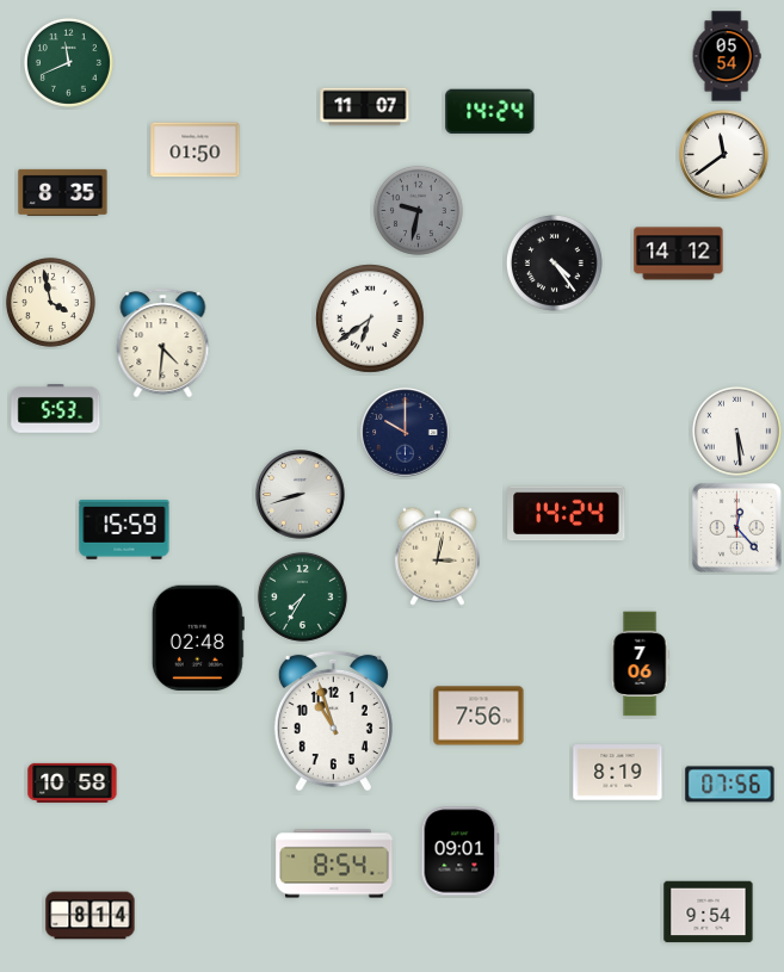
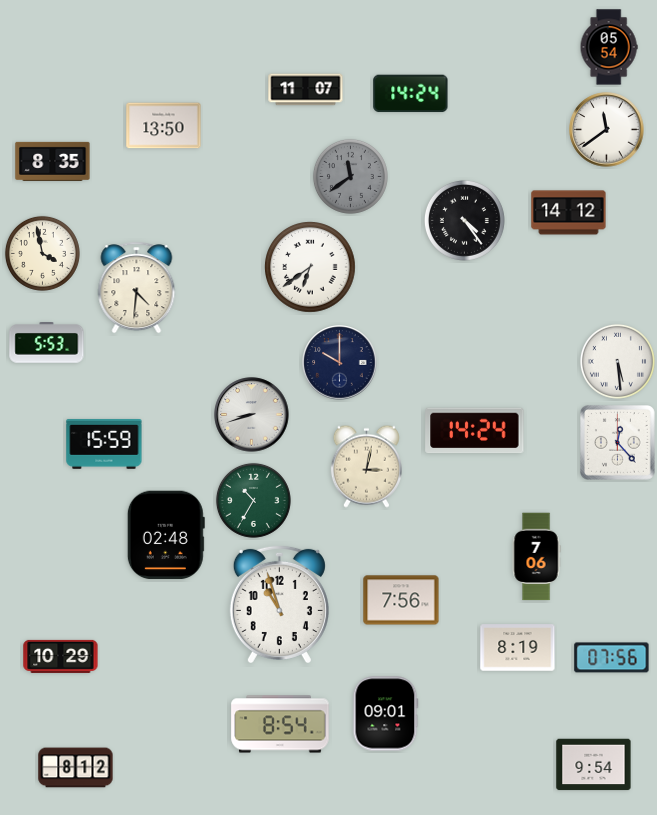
clock at (68, 62): 11:41 -> none
clock at (196, 150): 01:50 -> 13:50
clock at (418, 210): 9:32 -> 11:39
clock at (302, 596): 7:35 -> 10:35
clock at (73, 782): 10:58 -> 10:29
clock at (91, 916): 8:14 -> 8:12
